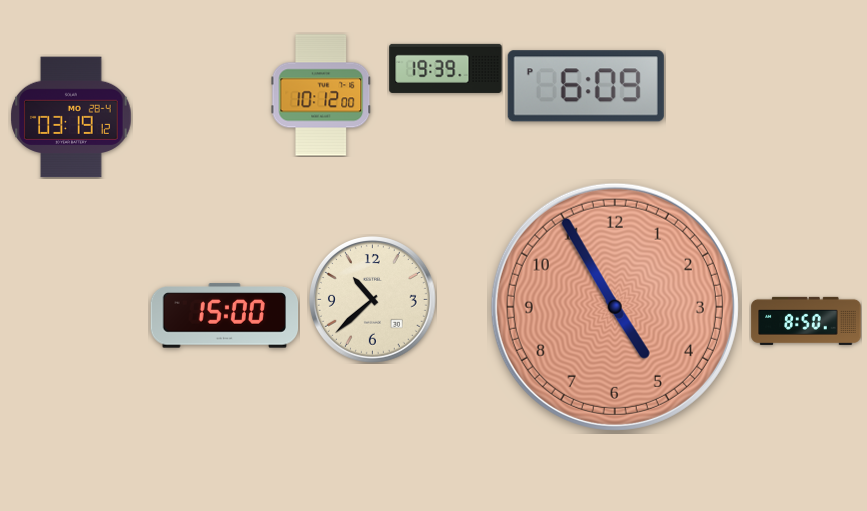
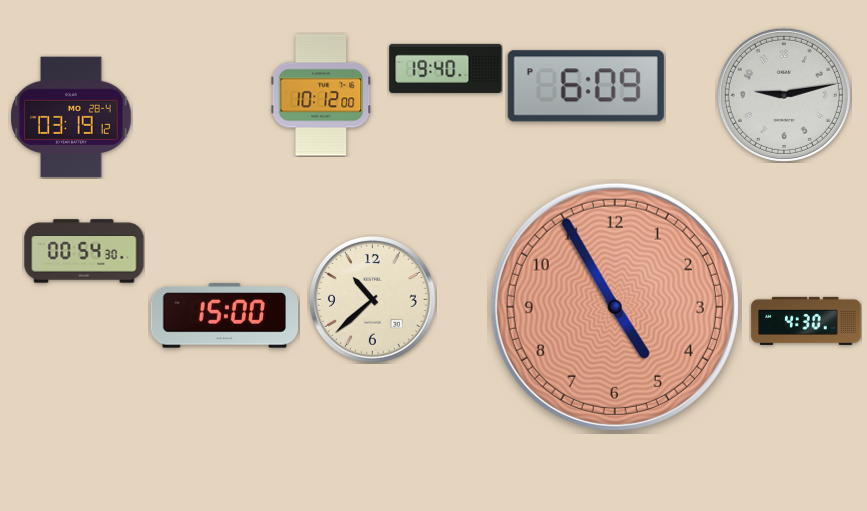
clock at (446, 68): 19:39 -> 19:40
clock at (784, 95): none -> 9:13
clock at (84, 251): none -> 00:54
clock at (806, 321): 8:50 -> 4:30
